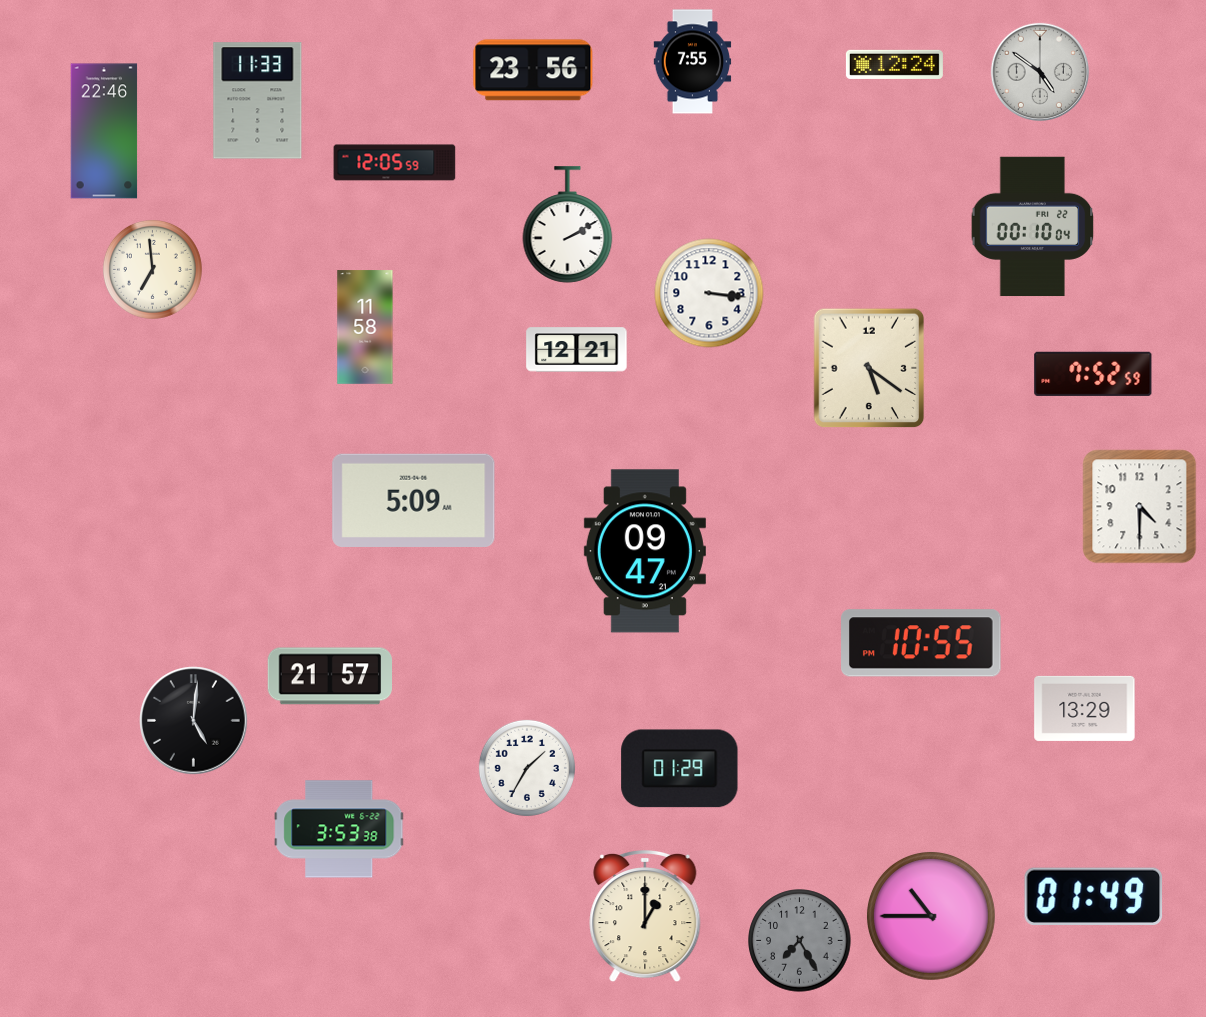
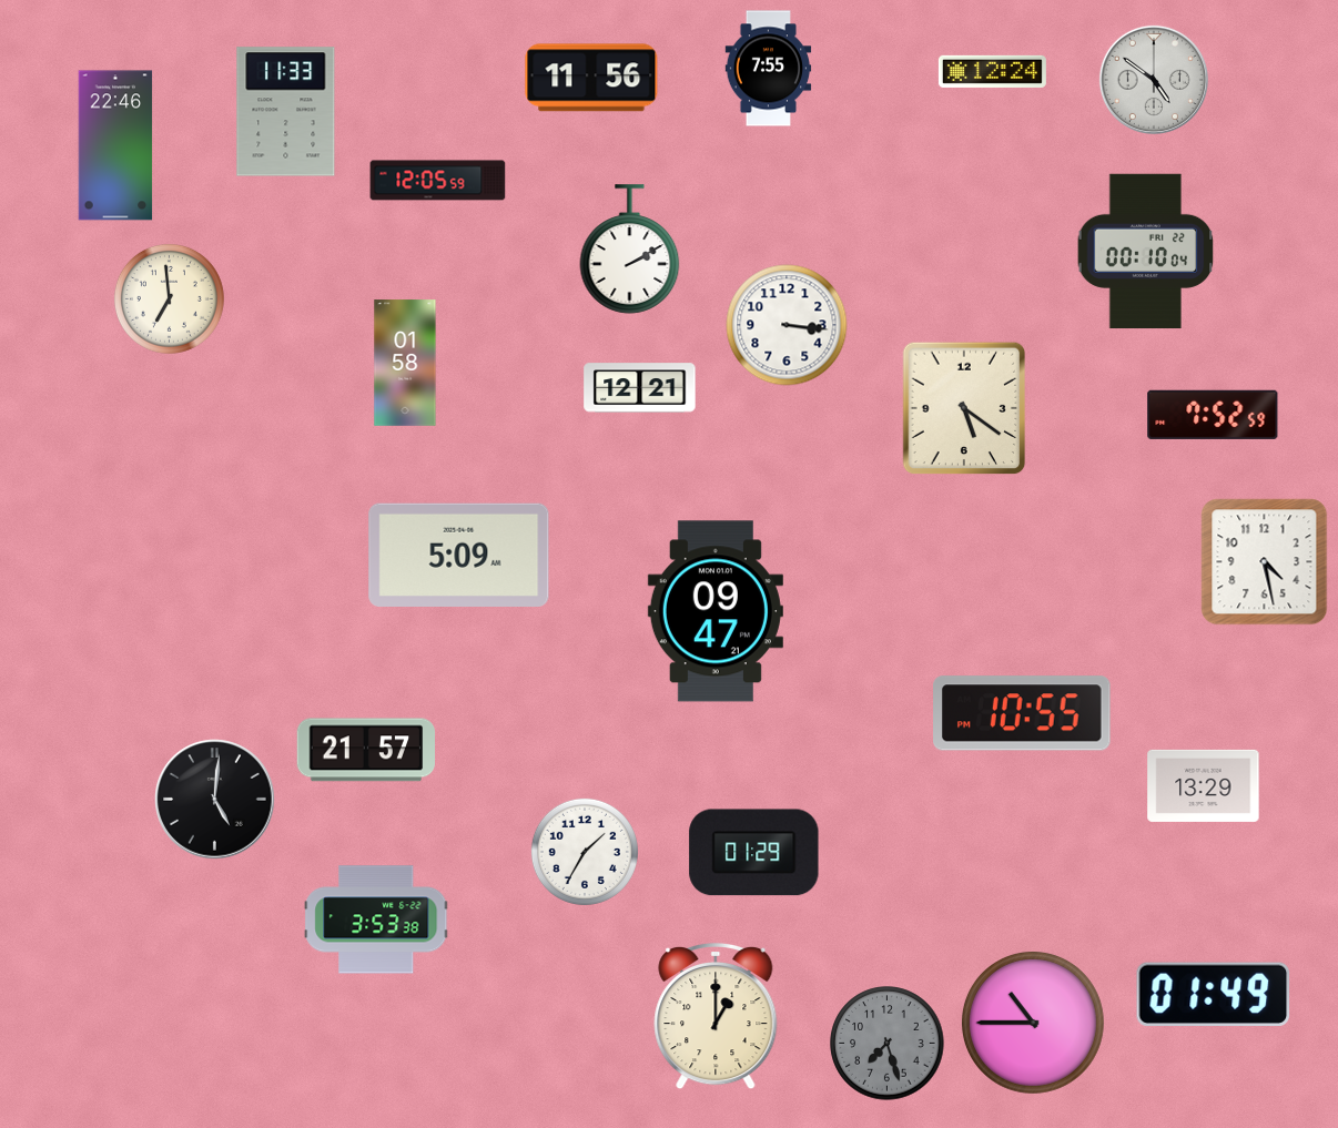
clock at (533, 70): 23:56 -> 11:56
clock at (365, 327): 11:58 -> 01:58
clock at (1140, 507): 4:30 -> 4:28
clock at (931, 916) position: (931, 916) -> (1033, 1023)
clock at (800, 941): 7:25 -> 7:27
